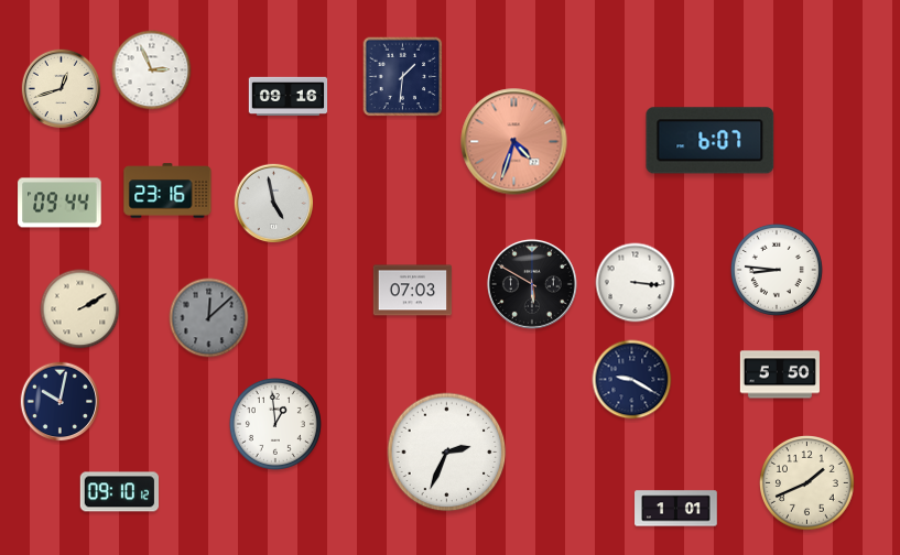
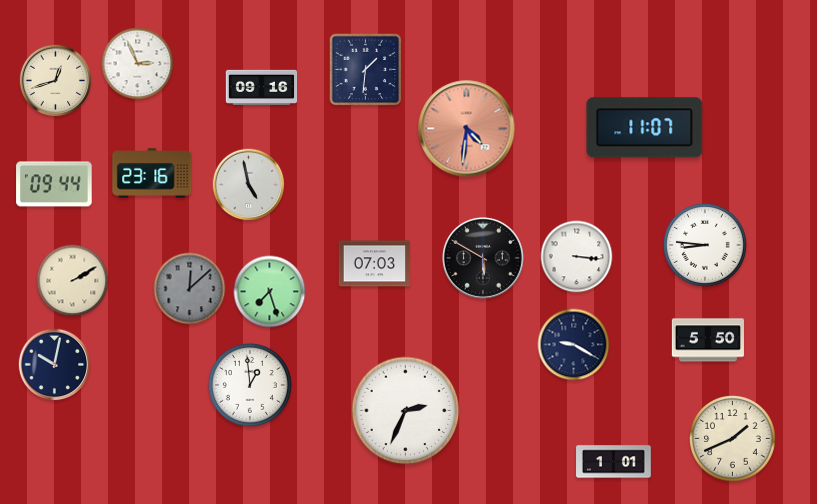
clock at (711, 141): 6:07 -> 11:07
clock at (514, 142): 4:33 -> 4:31
clock at (270, 292): none -> 7:27
clock at (119, 492): 09:10 -> none
